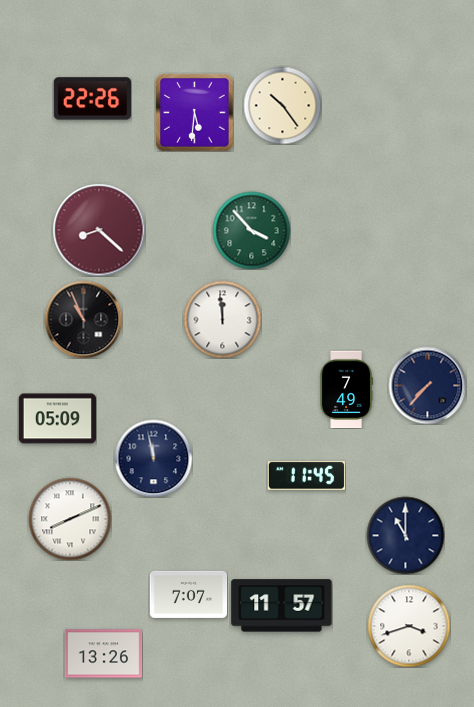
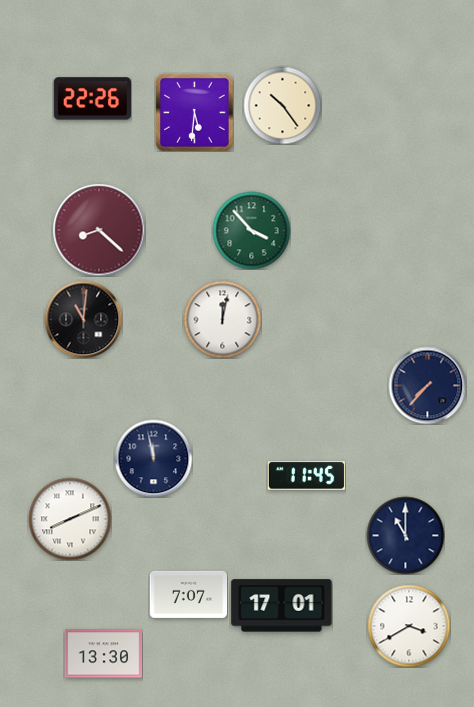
clock at (83, 319): 10:56 -> 11:01
clock at (222, 319): 11:59 -> 12:02
clock at (346, 389): 7:49 -> none
clock at (57, 419): 05:09 -> none
clock at (282, 606): 11:57 -> 17:01
clock at (409, 626): 3:42 -> 3:40
clock at (103, 654): 13:26 -> 13:30
